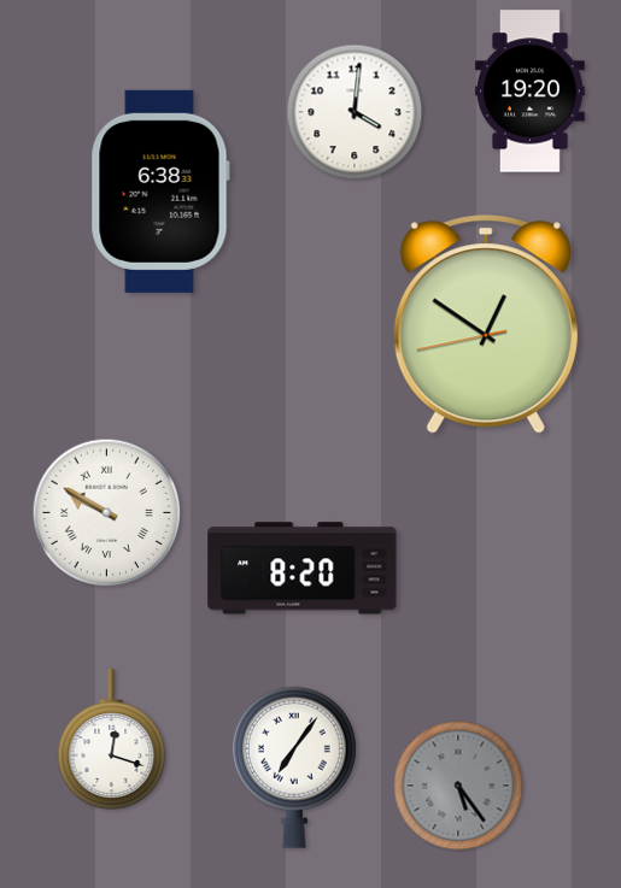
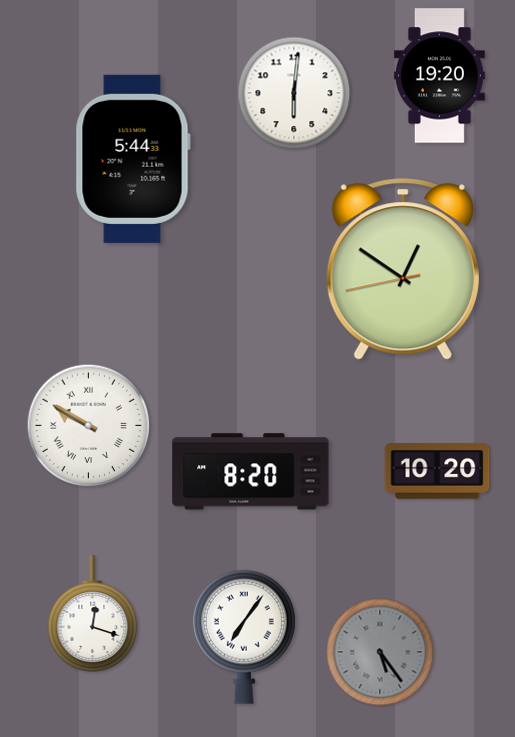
clock at (355, 112): 4:01 -> 6:01
clock at (160, 192): 6:38 -> 5:44
clock at (437, 471): none -> 10:20
